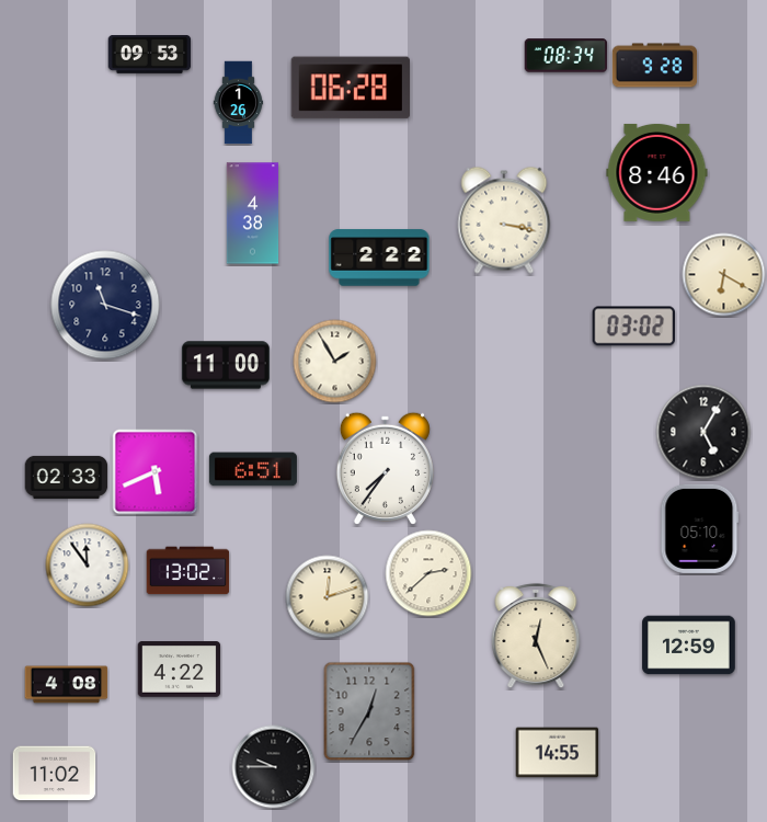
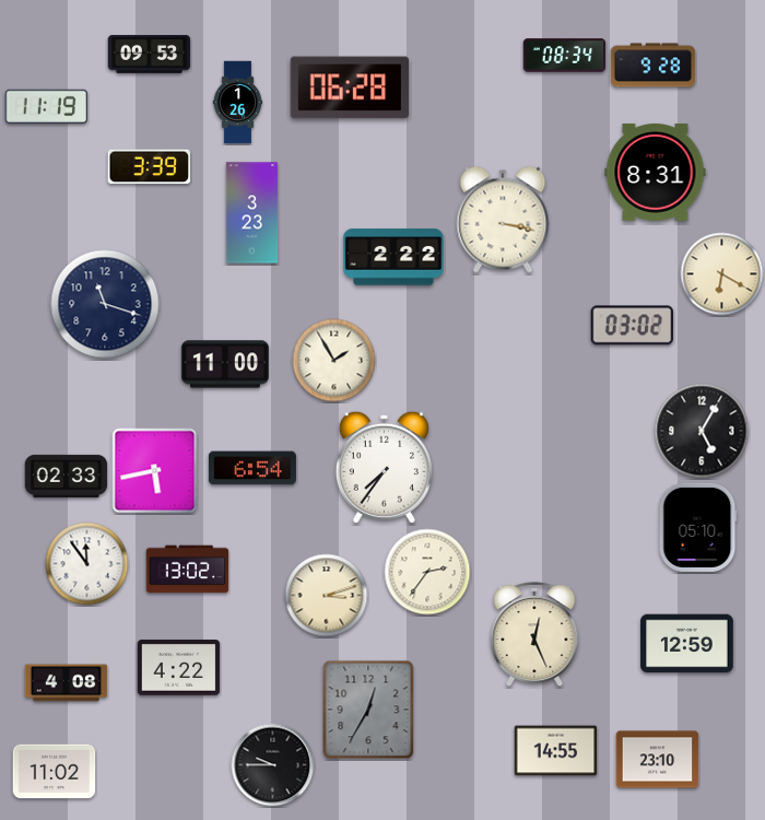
clock at (47, 106): none -> 11:19
clock at (150, 167): none -> 3:39
clock at (657, 172): 8:46 -> 8:31
clock at (253, 214): 4:38 -> 3:23
clock at (379, 258) position: (379, 258) -> (393, 257)
clock at (253, 469): 6:51 -> 6:54
clock at (156, 472): 5:41 -> 5:43
clock at (428, 573): 2:38 -> 2:36
clock at (328, 597): 12:12 -> 3:12
clock at (658, 760): none -> 23:10
